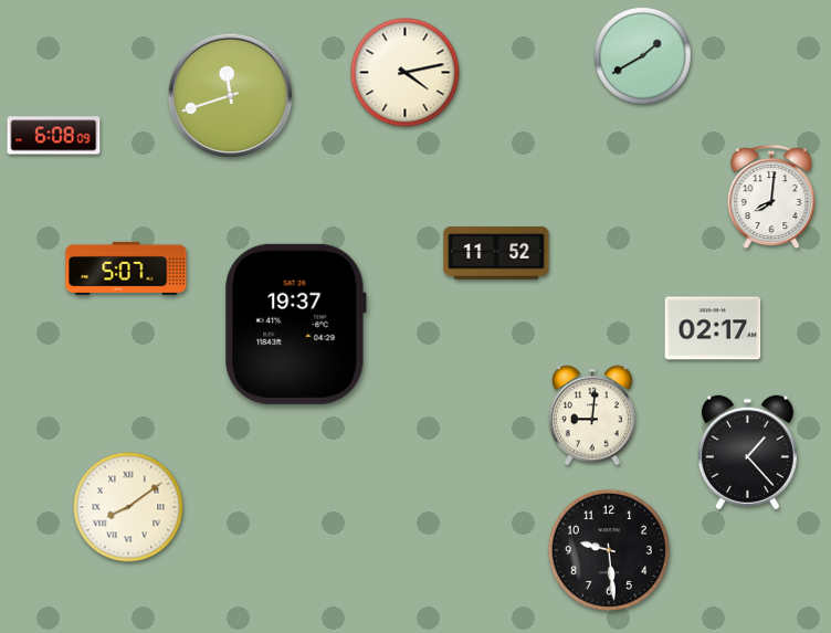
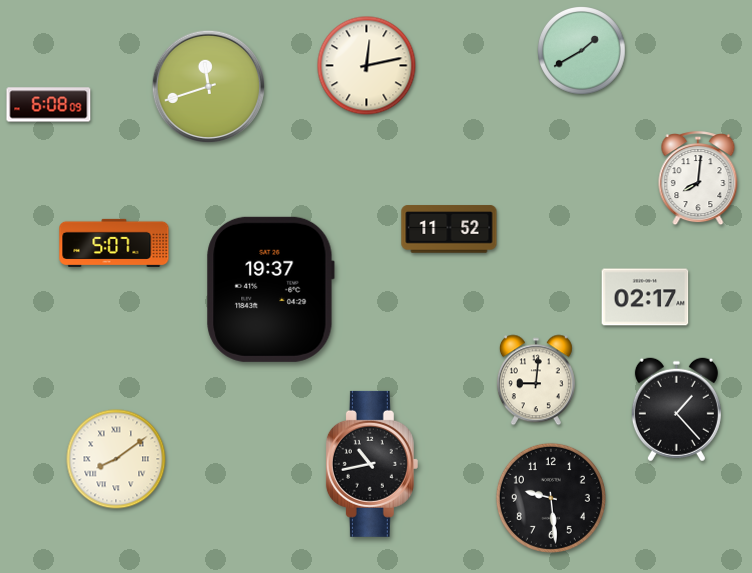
clock at (406, 73): 4:13 -> 12:13
clock at (54, 136) position: (54, 136) -> (49, 105)
clock at (295, 324) position: (295, 324) -> (270, 289)
clock at (592, 415) position: (592, 415) -> (536, 380)
clock at (372, 464): none -> 10:43
